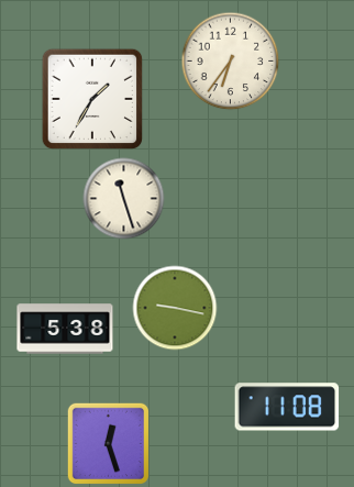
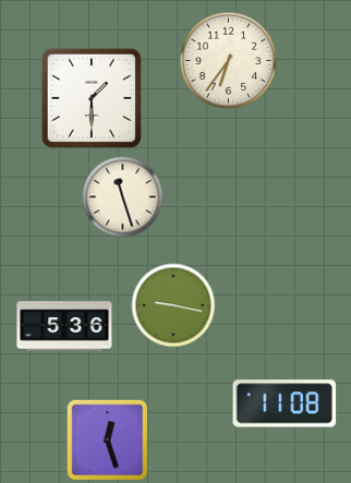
clock at (92, 99): 1:35 -> 1:30
clock at (65, 329): 5:38 -> 5:36
